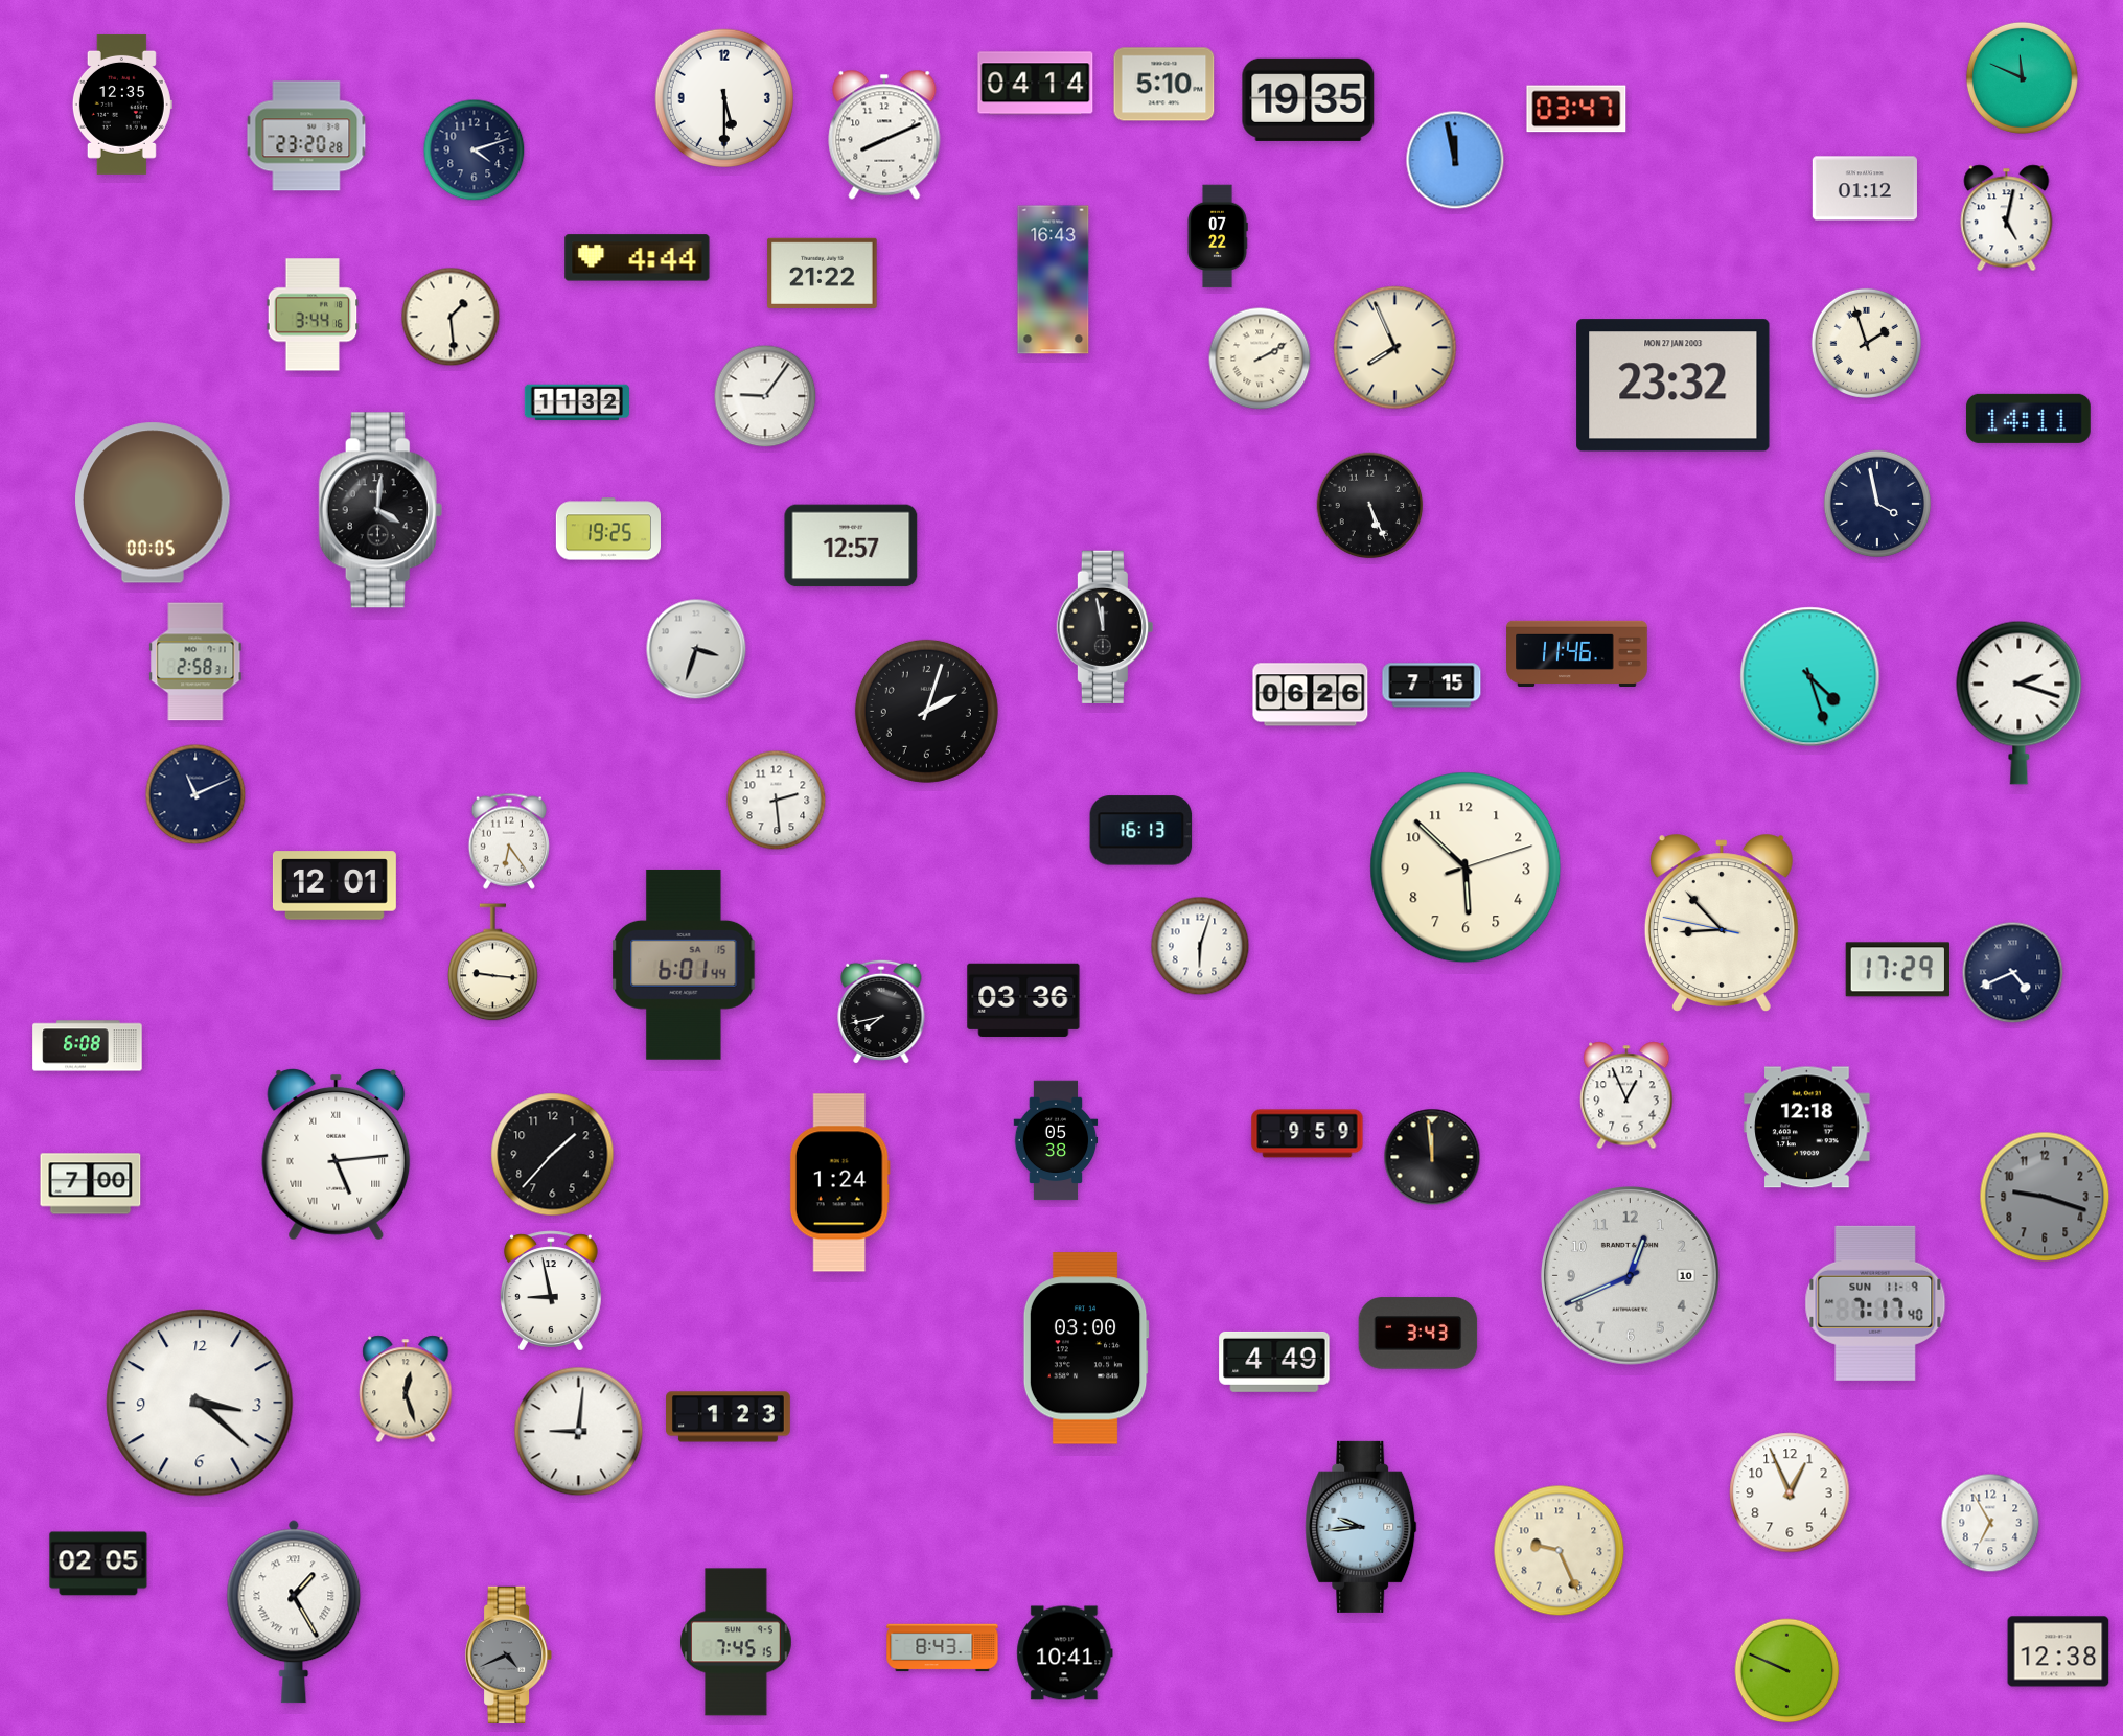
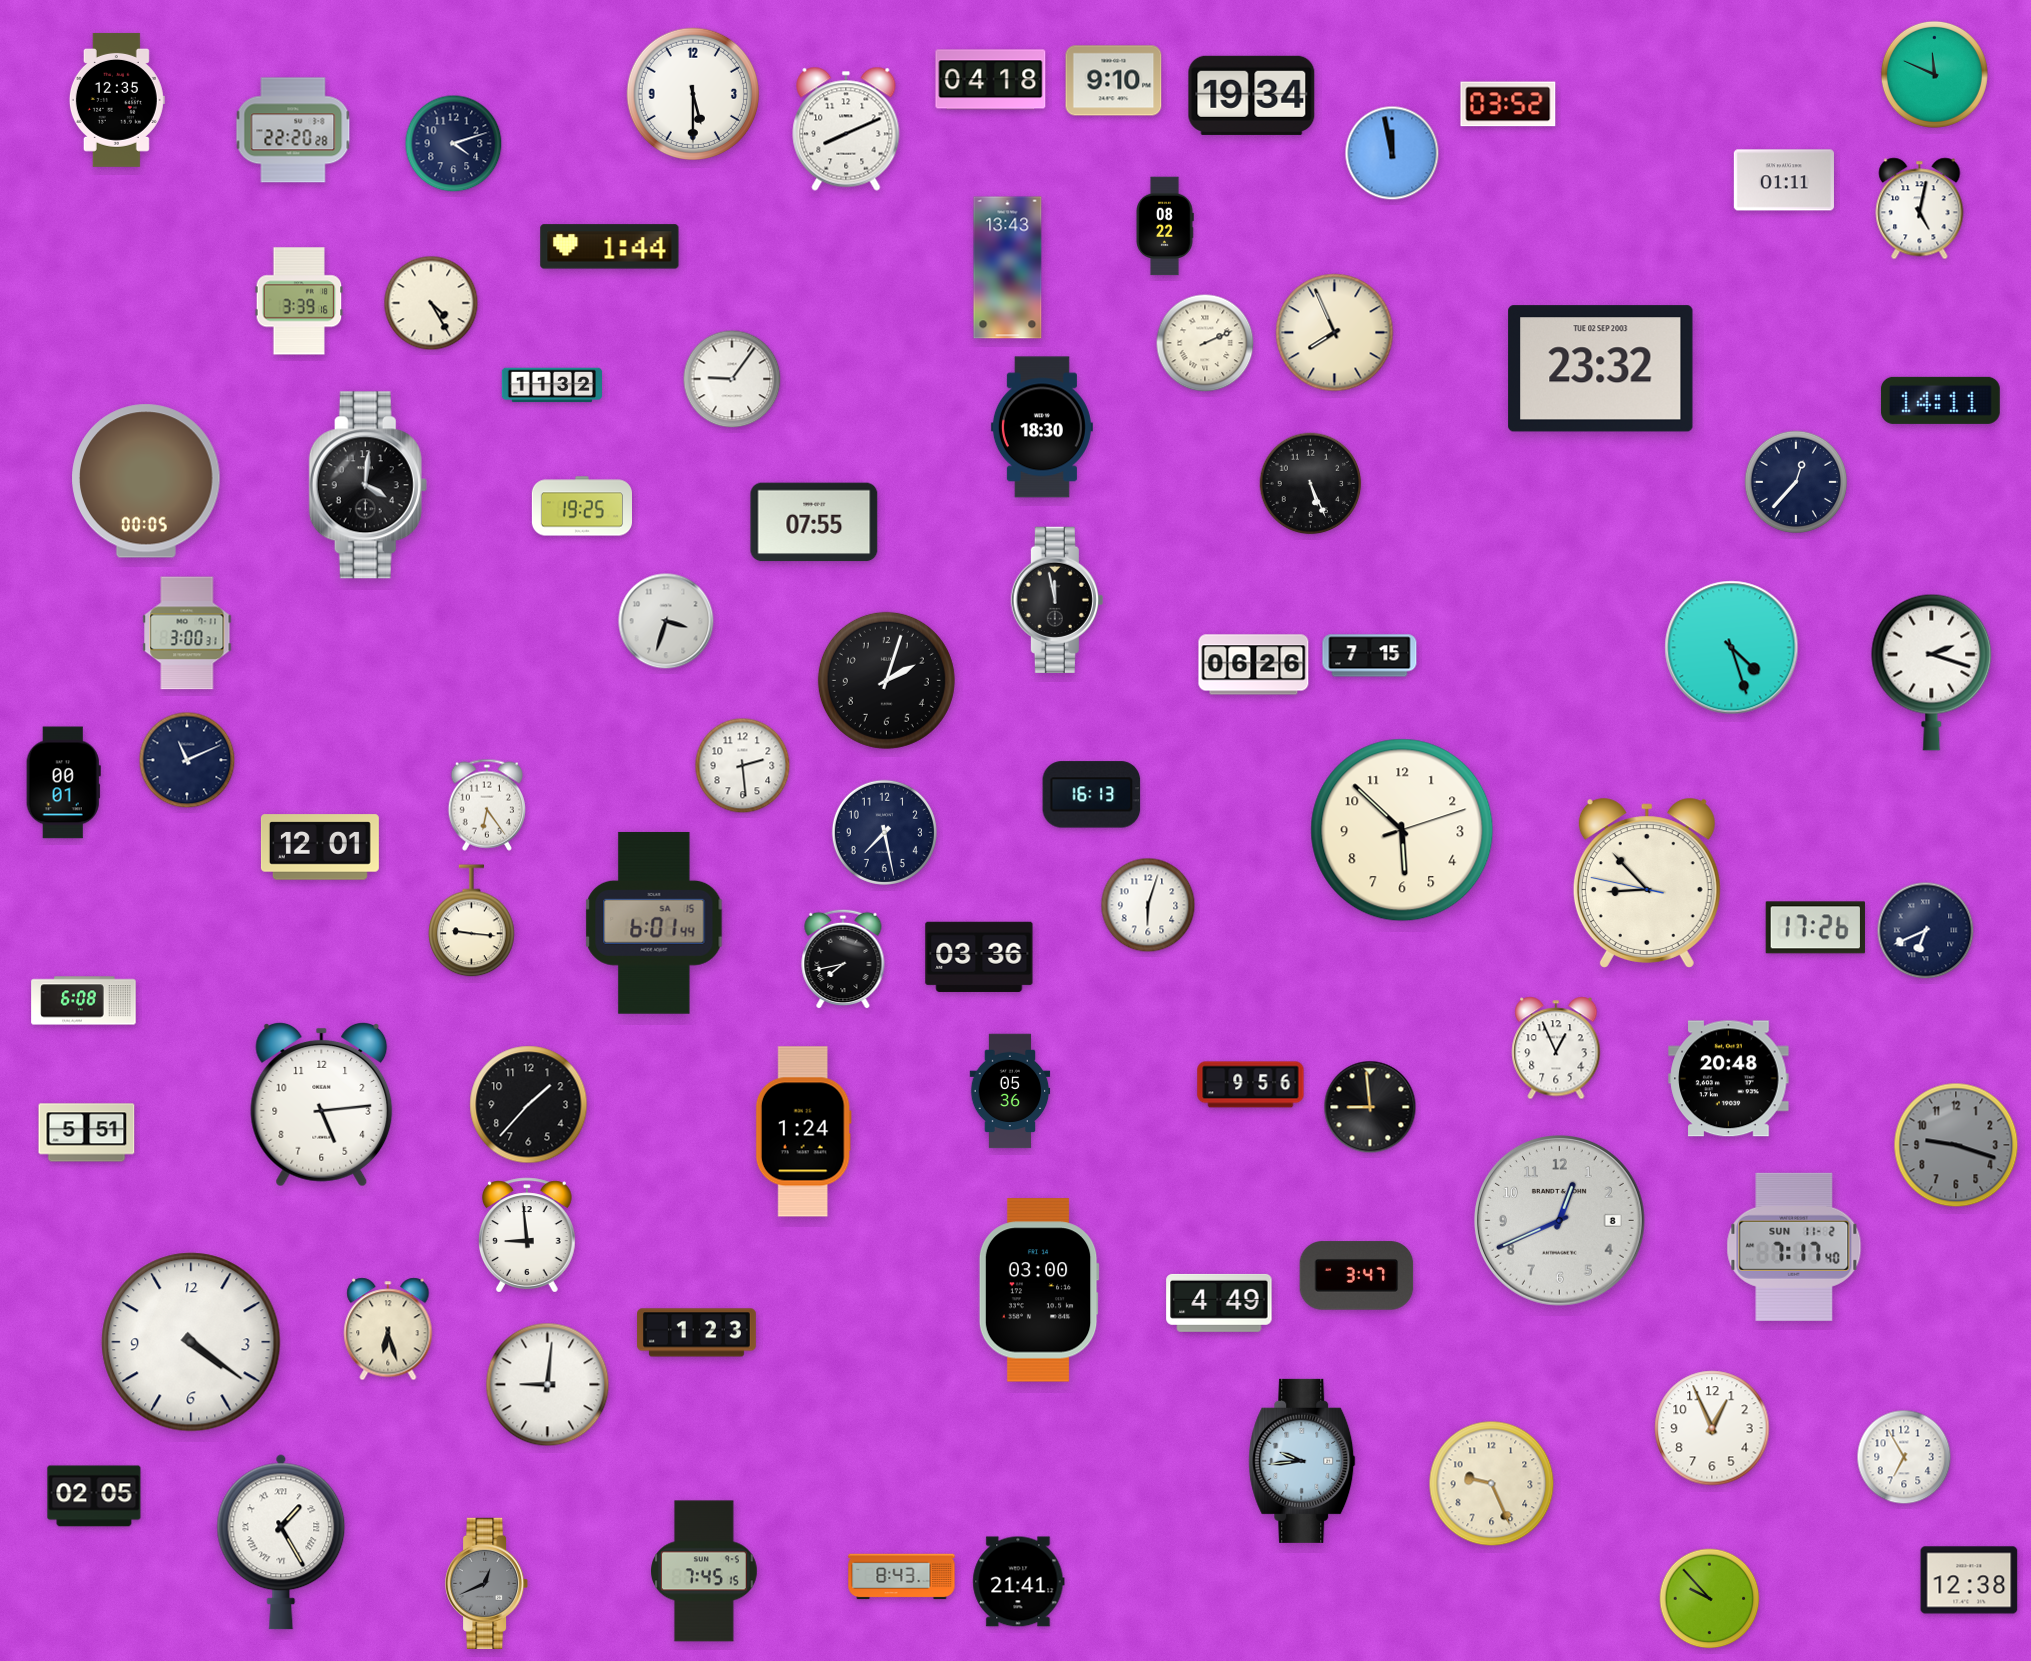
clock at (1036, 84): 04:14 -> 04:18
clock at (1164, 85): 5:10 -> 9:10
clock at (1309, 99): 19:35 -> 19:34
clock at (1576, 109): 03:47 -> 03:52
clock at (306, 136): 23:20 -> 22:20
clock at (1865, 188): 01:12 -> 01:11
clock at (1218, 236): 07:22 -> 08:22
clock at (638, 258): 4:44 -> 1:44
clock at (823, 273): 21:22 -> none
clock at (1054, 280): 16:43 -> 13:43
clock at (313, 315): 3:44 -> 3:39
clock at (451, 317): 1:29 -> 4:25
clock at (1866, 343): 1:57 -> none
clock at (1260, 358): 2:10 -> 2:11
clock at (1674, 386) date: MON 27 JAN 2003 -> TUE 02 SEP 2003
clock at (1042, 427): none -> 18:30
clock at (1877, 504): 3:58 -> 12:37
clock at (380, 510) position: (380, 510) -> (368, 485)
clock at (851, 546): 12:57 -> 07:55
clock at (1577, 653): 11:46 -> none
clock at (195, 662): 2:58 -> 3:00
clock at (63, 783): none -> 00:01
clock at (884, 832): none -> 7:28
clock at (1897, 970): 17:29 -> 17:26
clock at (2013, 973): 4:41 -> 6:41
clock at (881, 1012) position: (881, 1012) -> (843, 959)
clock at (1807, 1128): 12:18 -> 20:48
clock at (1308, 1134): 9:59 -> 9:56
clock at (1056, 1140): 05:38 -> 05:36
clock at (337, 1154) numerals: Roman -> Arabic
clock at (1432, 1157): 11:59 -> 8:59
clock at (91, 1184): 7:00 -> 5:51
clock at (1631, 1276) date: 10 -> 8
clock at (551, 1291): 8:58 -> 8:59
clock at (1875, 1303) date: SUN 11-9 -> SUN 11-2
clock at (1418, 1334): 3:43 -> 3:47
clock at (406, 1389): 12:27 -> 6:27
clock at (200, 1403): 3:22 -> 4:21
clock at (729, 1417) position: (729, 1417) -> (697, 1333)
clock at (579, 1432) position: (579, 1432) -> (548, 1385)
clock at (1065, 1653): 10:41 -> 21:41
clock at (509, 1654): 4:41 -> 12:41
clock at (1787, 1671): 9:49 -> 9:53
